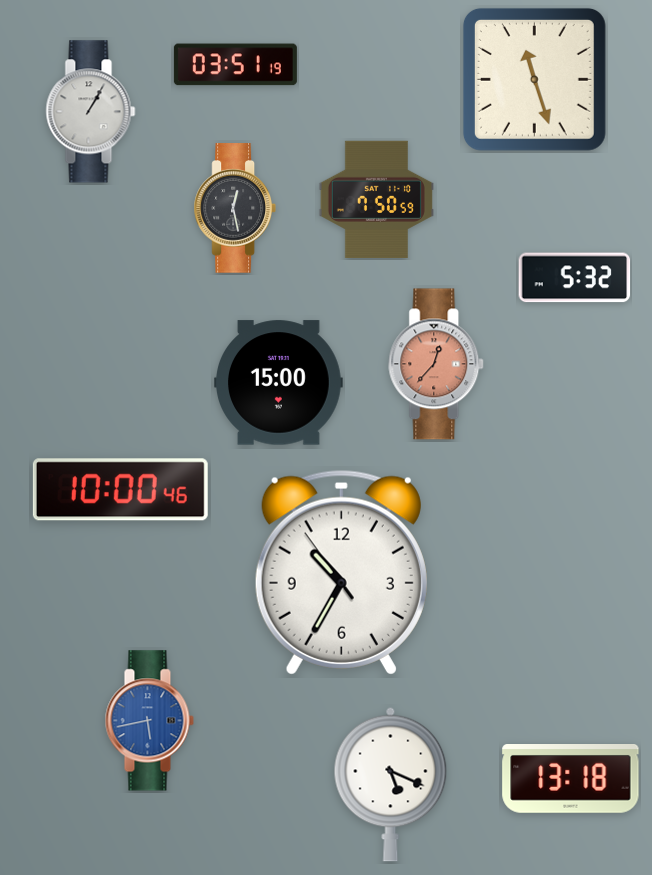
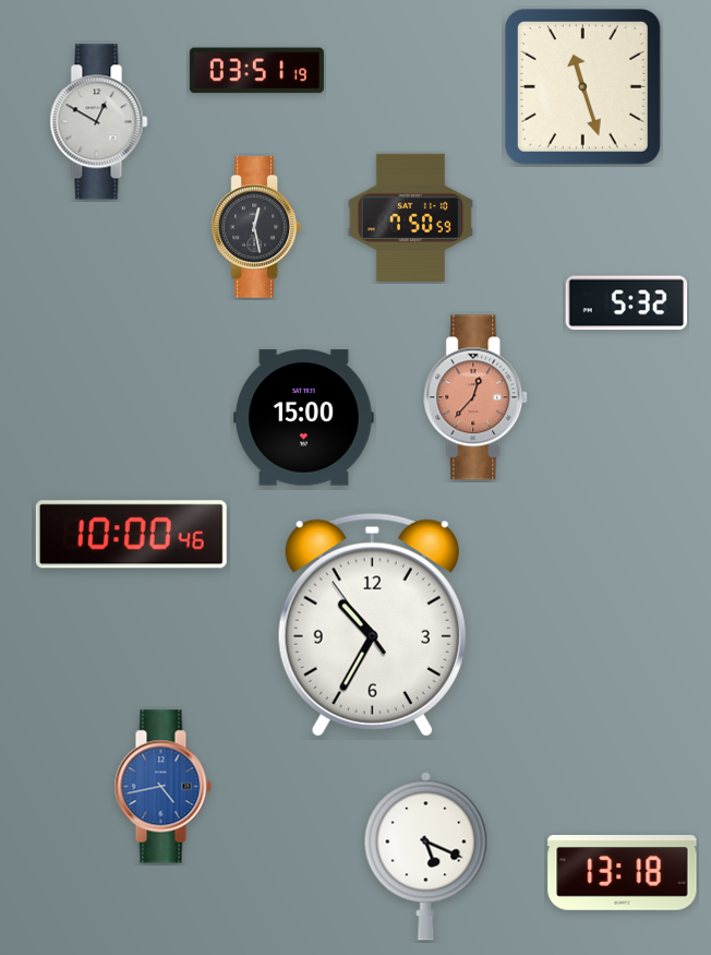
clock at (91, 112): 1:05 -> 12:50
clock at (149, 721): 5:43 -> 4:43
clock at (571, 779) position: (571, 779) -> (623, 873)
